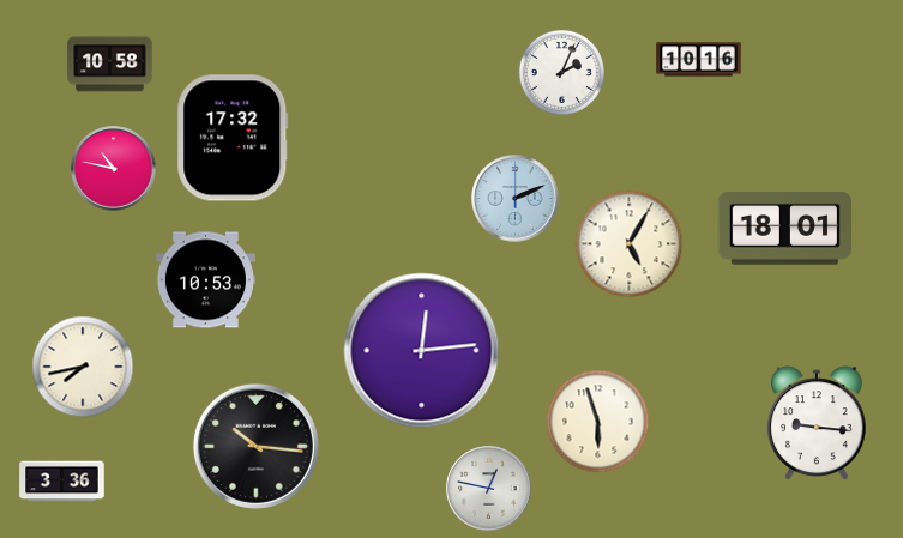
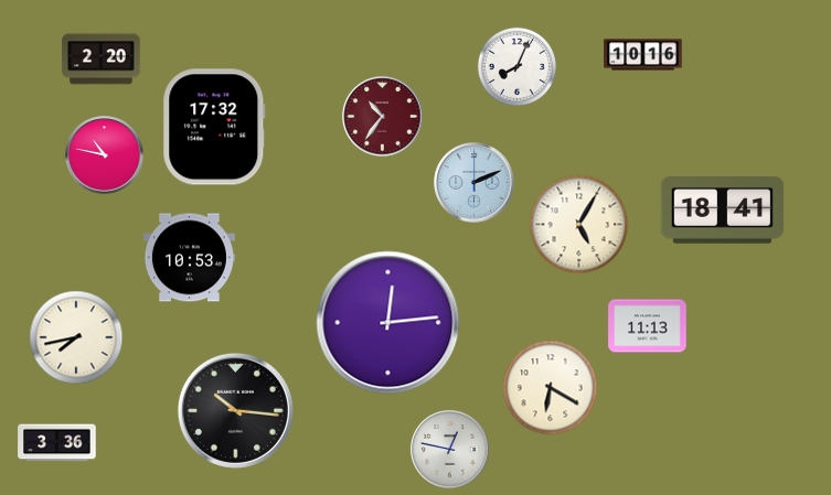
clock at (110, 65): 10:58 -> 2:20
clock at (561, 72): 2:04 -> 8:04
clock at (383, 117): none -> 10:36
clock at (785, 229): 18:01 -> 18:41
clock at (648, 326): none -> 11:13
clock at (598, 422): 5:57 -> 6:20
clock at (817, 424): 9:16 -> none
